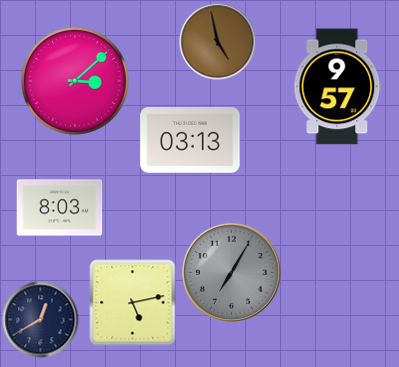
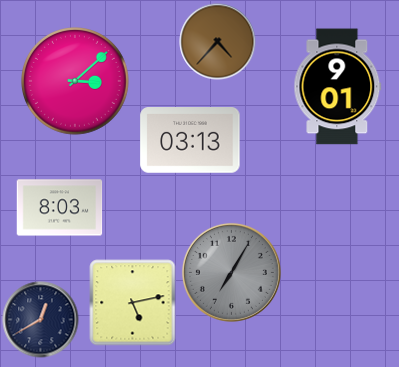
clock at (218, 42): 4:58 -> 4:37
clock at (338, 87): 9:57 -> 9:01
